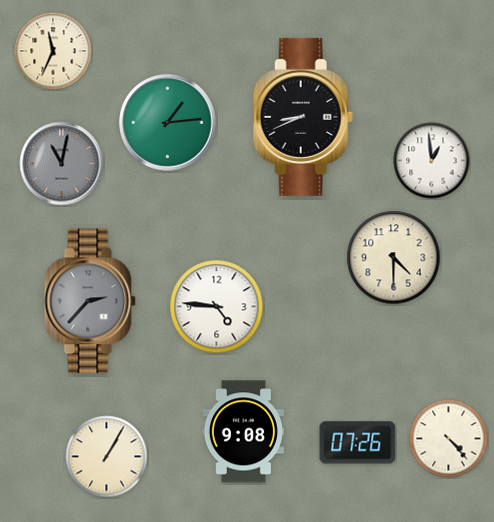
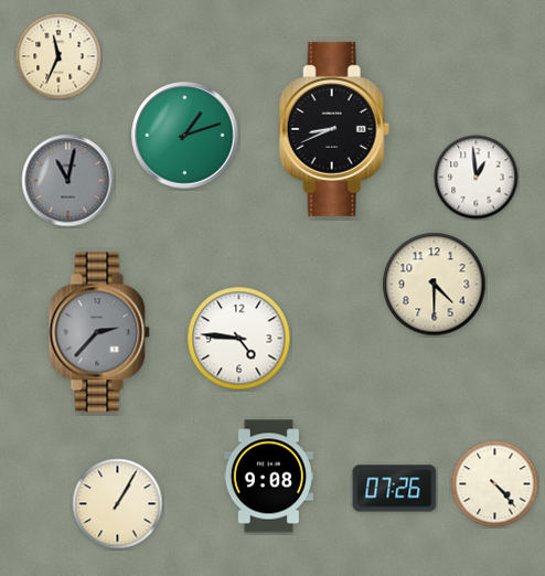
clock at (168, 123): 1:14 -> 1:12
